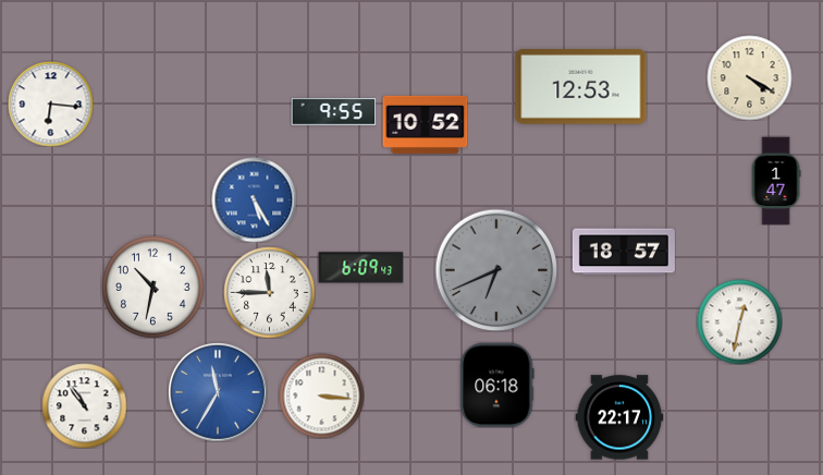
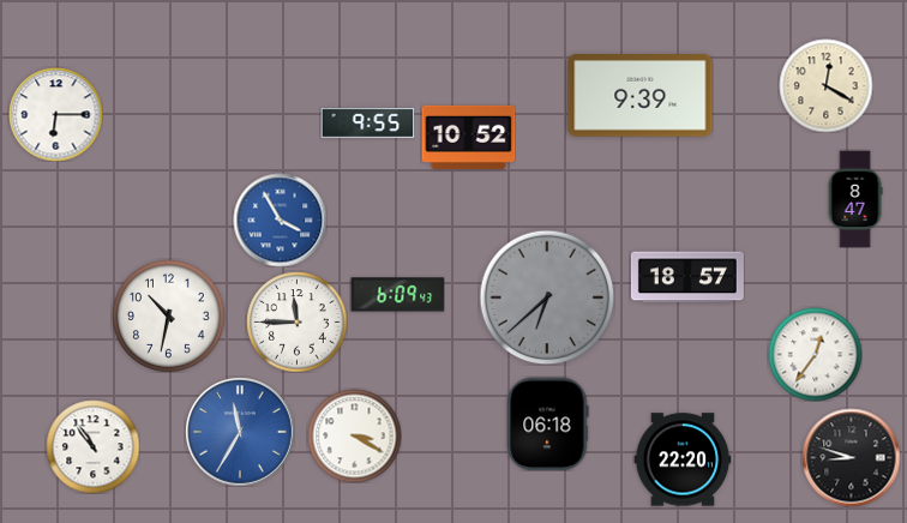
clock at (749, 77): 4:20 -> 12:20
clock at (581, 87): 12:53 -> 9:39
clock at (50, 103): 6:16 -> 6:15
clock at (776, 181): 1:47 -> 8:47
clock at (254, 199): 5:25 -> 3:55
clock at (496, 270): 6:41 -> 6:38
clock at (739, 321): 12:32 -> 12:36
clock at (321, 395): 3:16 -> 3:20
clock at (851, 457): none -> 8:48
clock at (619, 417): 22:17 -> 22:20
